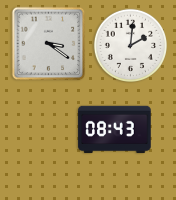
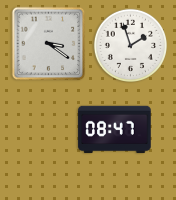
clock at (131, 46): 2:01 -> 1:57
clock at (115, 130): 08:43 -> 08:47
